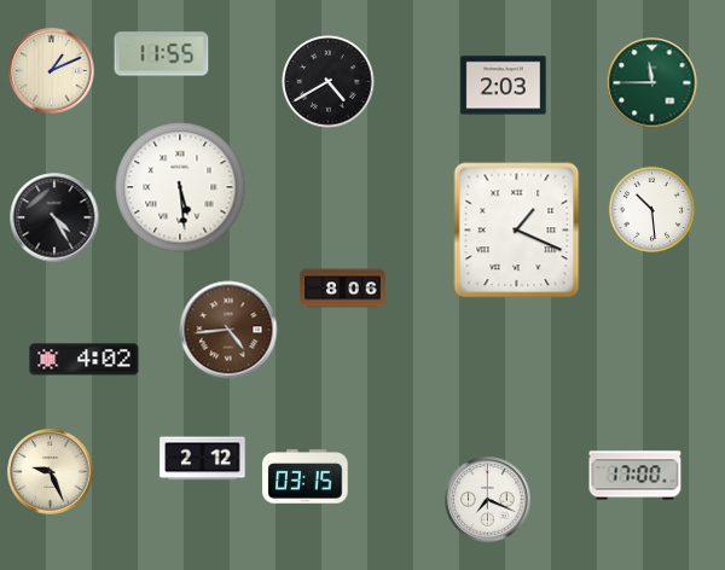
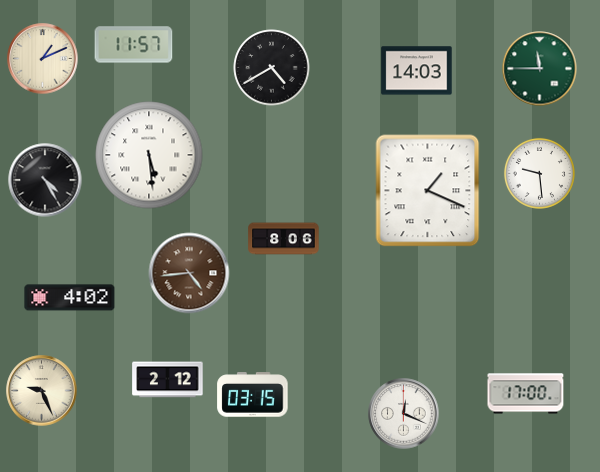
clock at (162, 54): 11:55 -> 11:57
clock at (504, 86): 2:03 -> 14:03
clock at (651, 209): 10:29 -> 9:29
clock at (488, 500): 7:19 -> 12:19
